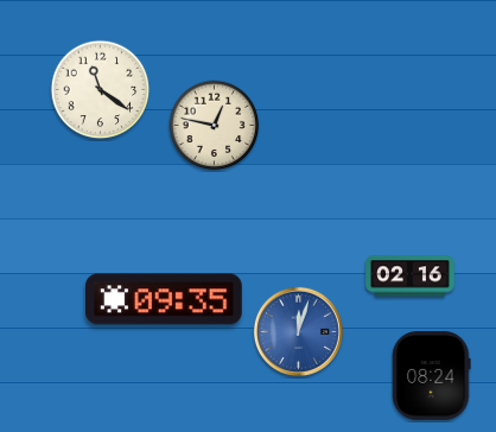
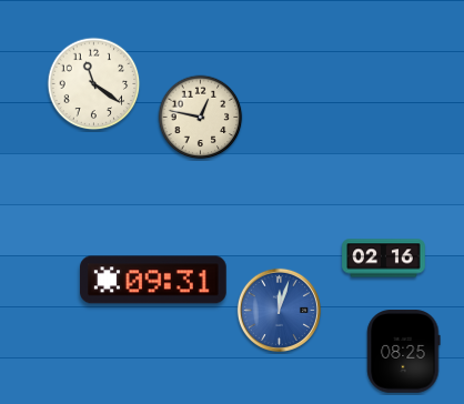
clock at (165, 299): 09:35 -> 09:31
clock at (432, 376): 08:24 -> 08:25
